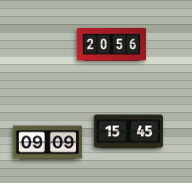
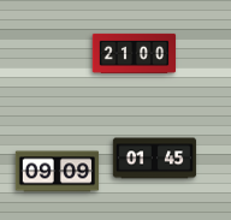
clock at (112, 44): 20:56 -> 21:00
clock at (129, 132): 15:45 -> 01:45
